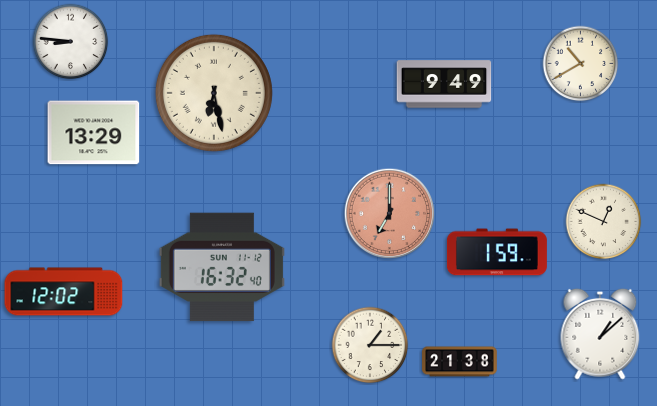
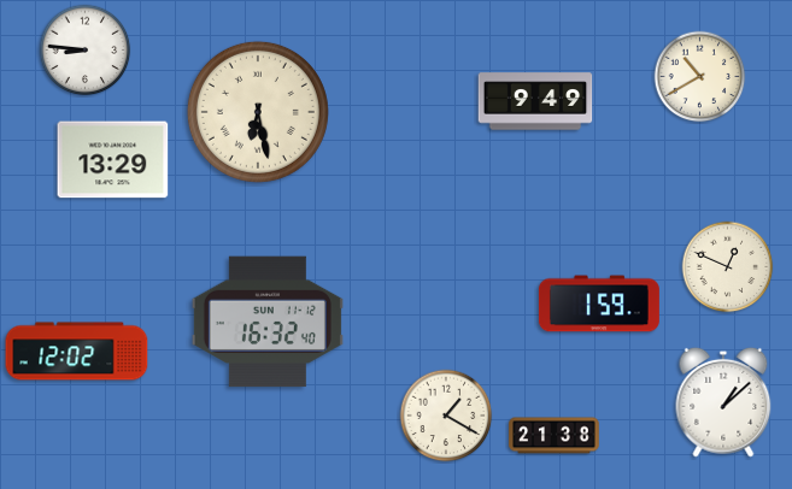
clock at (390, 214): 7:00 -> none
clock at (370, 345): 1:15 -> 1:20
